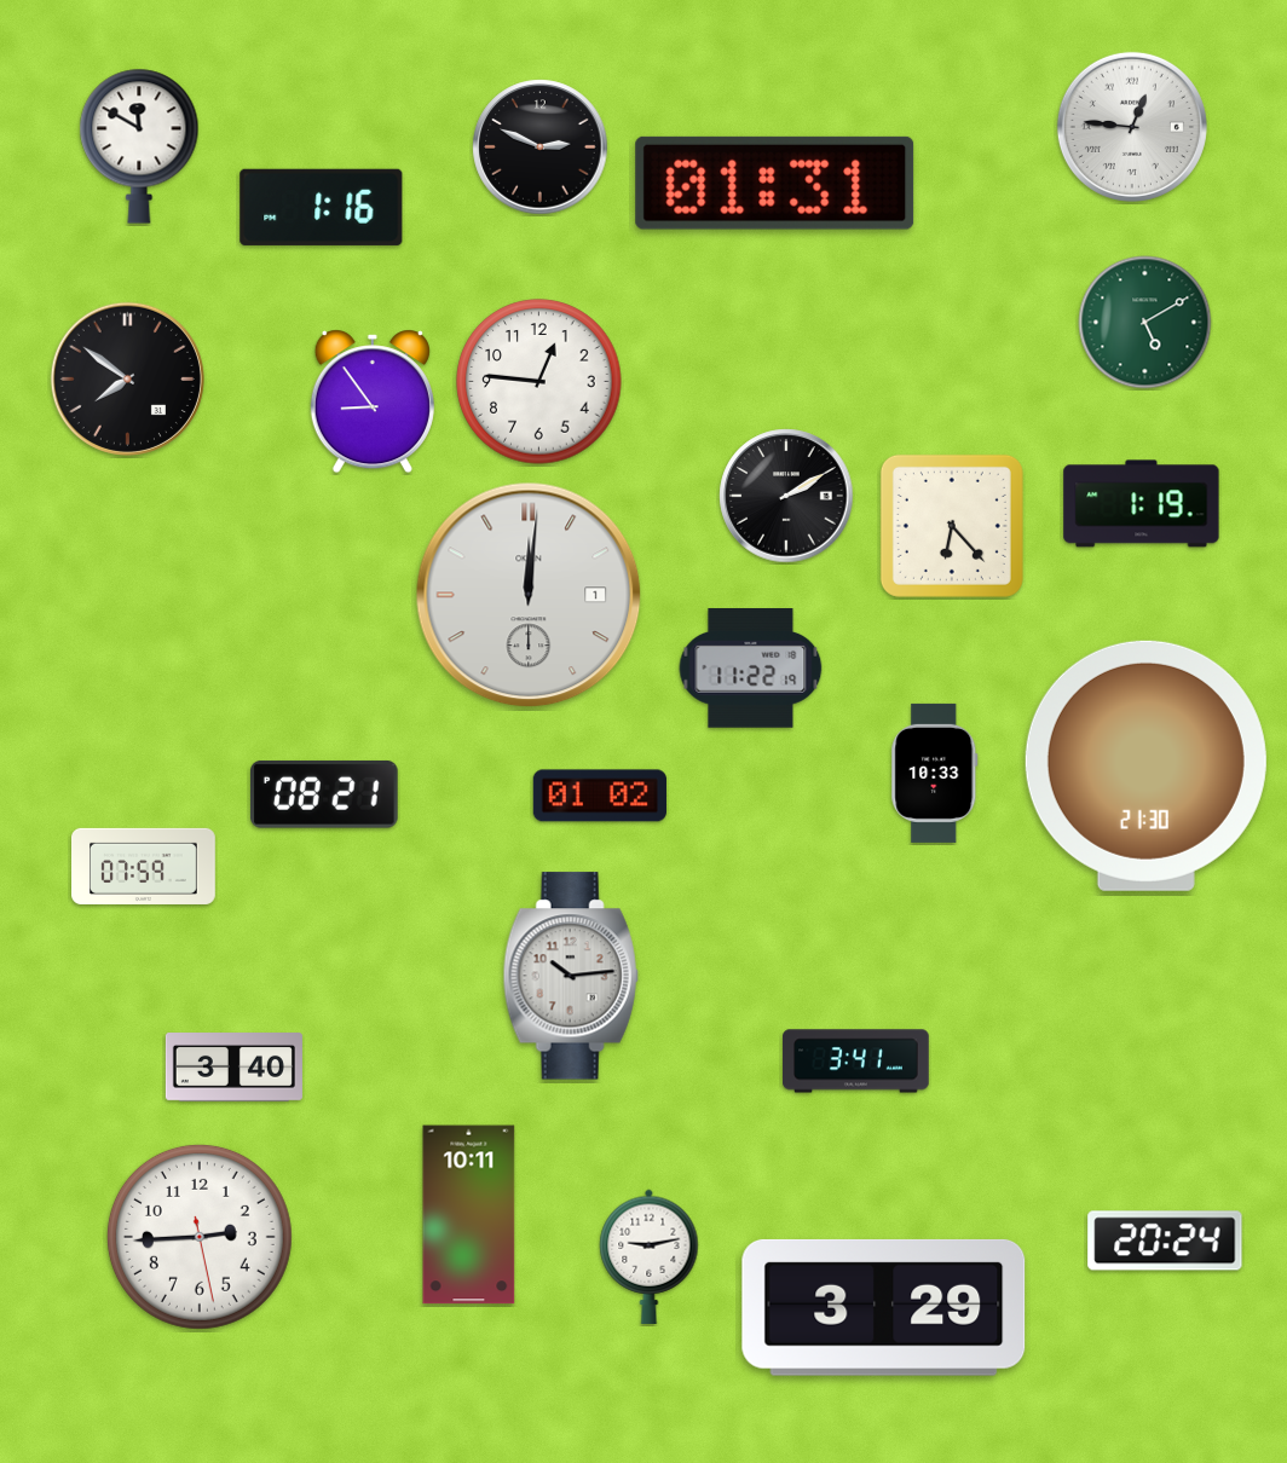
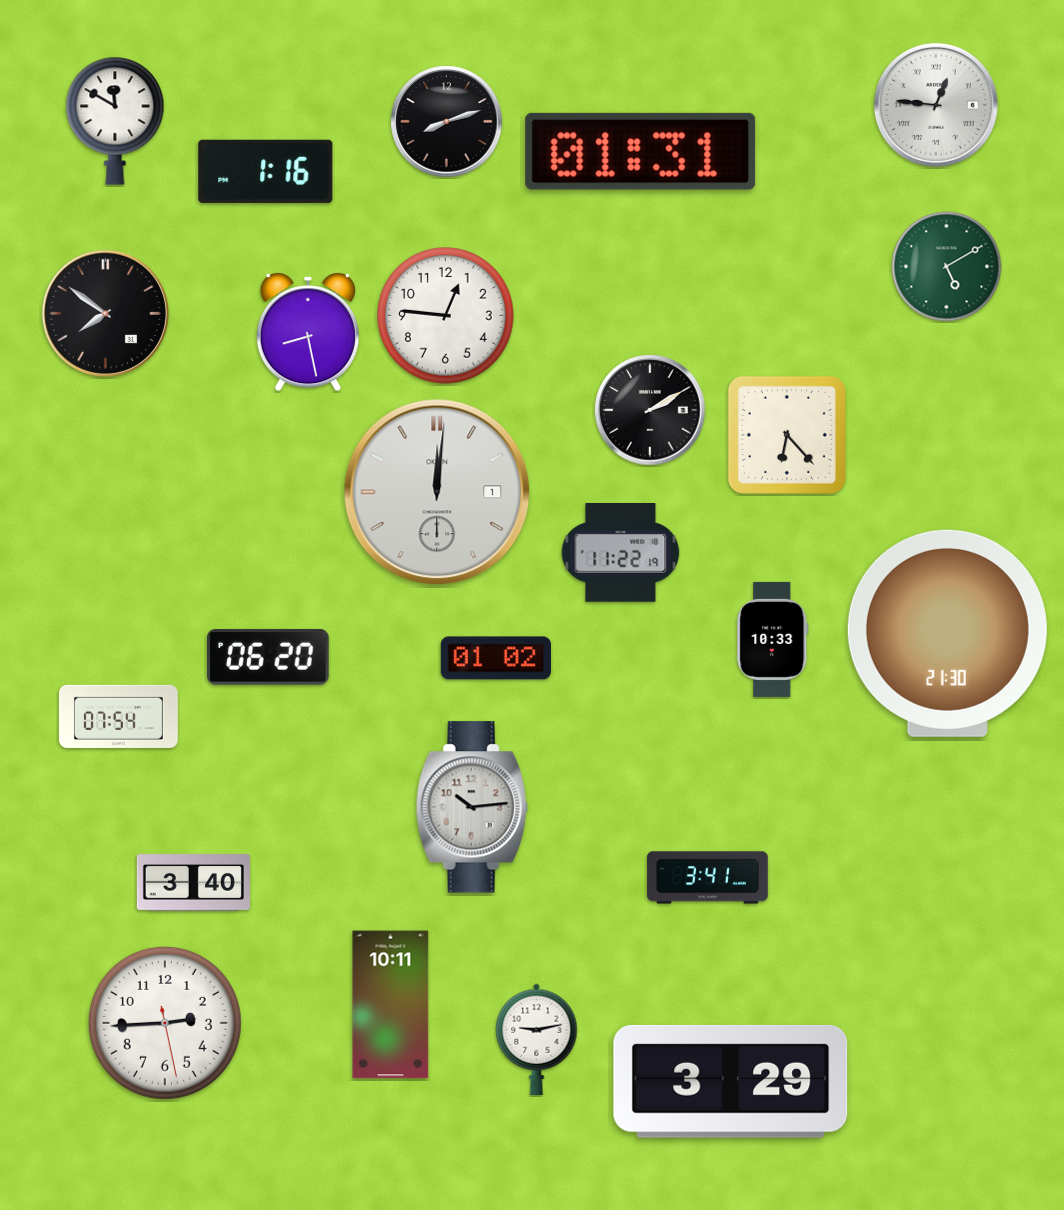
clock at (541, 148): 2:49 -> 8:12
clock at (373, 401): 8:54 -> 8:28
clock at (1142, 504): 1:19 -> none
clock at (324, 794): 08:21 -> 06:20
clock at (144, 866): 07:59 -> 07:54
clock at (469, 1215) position: (469, 1215) -> (391, 1005)
clock at (1165, 1241): 20:24 -> none
